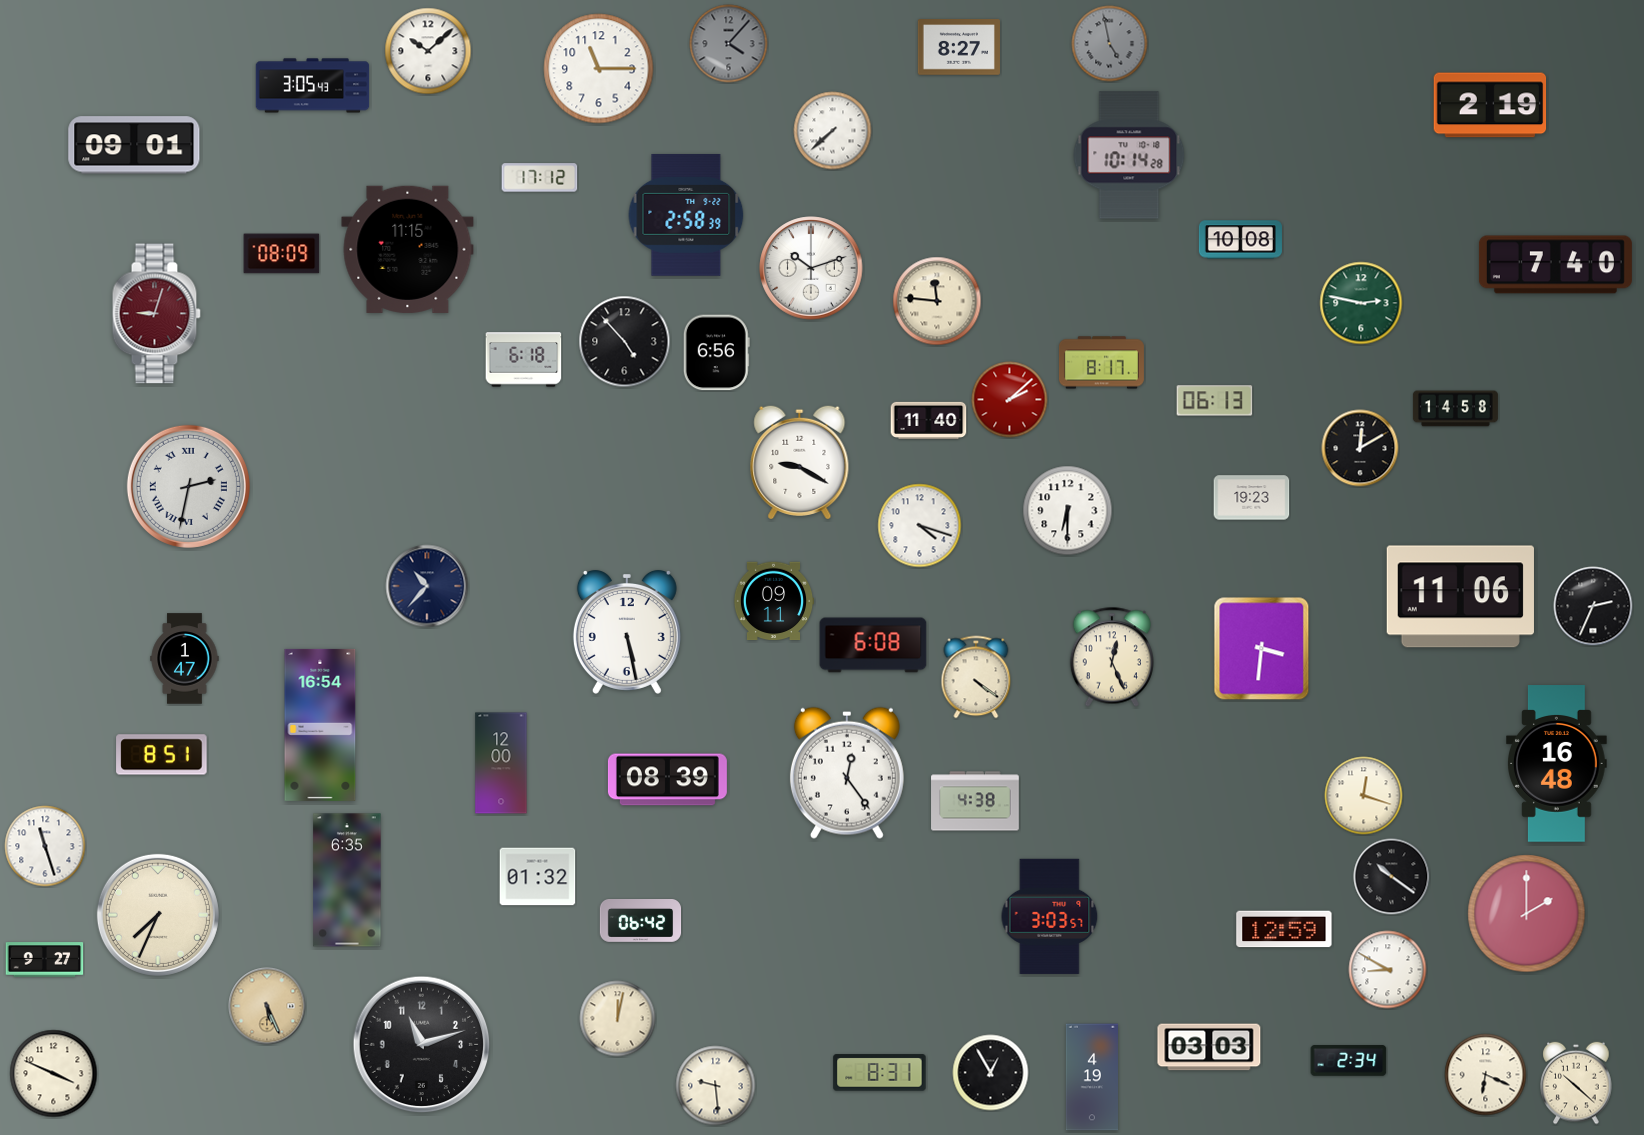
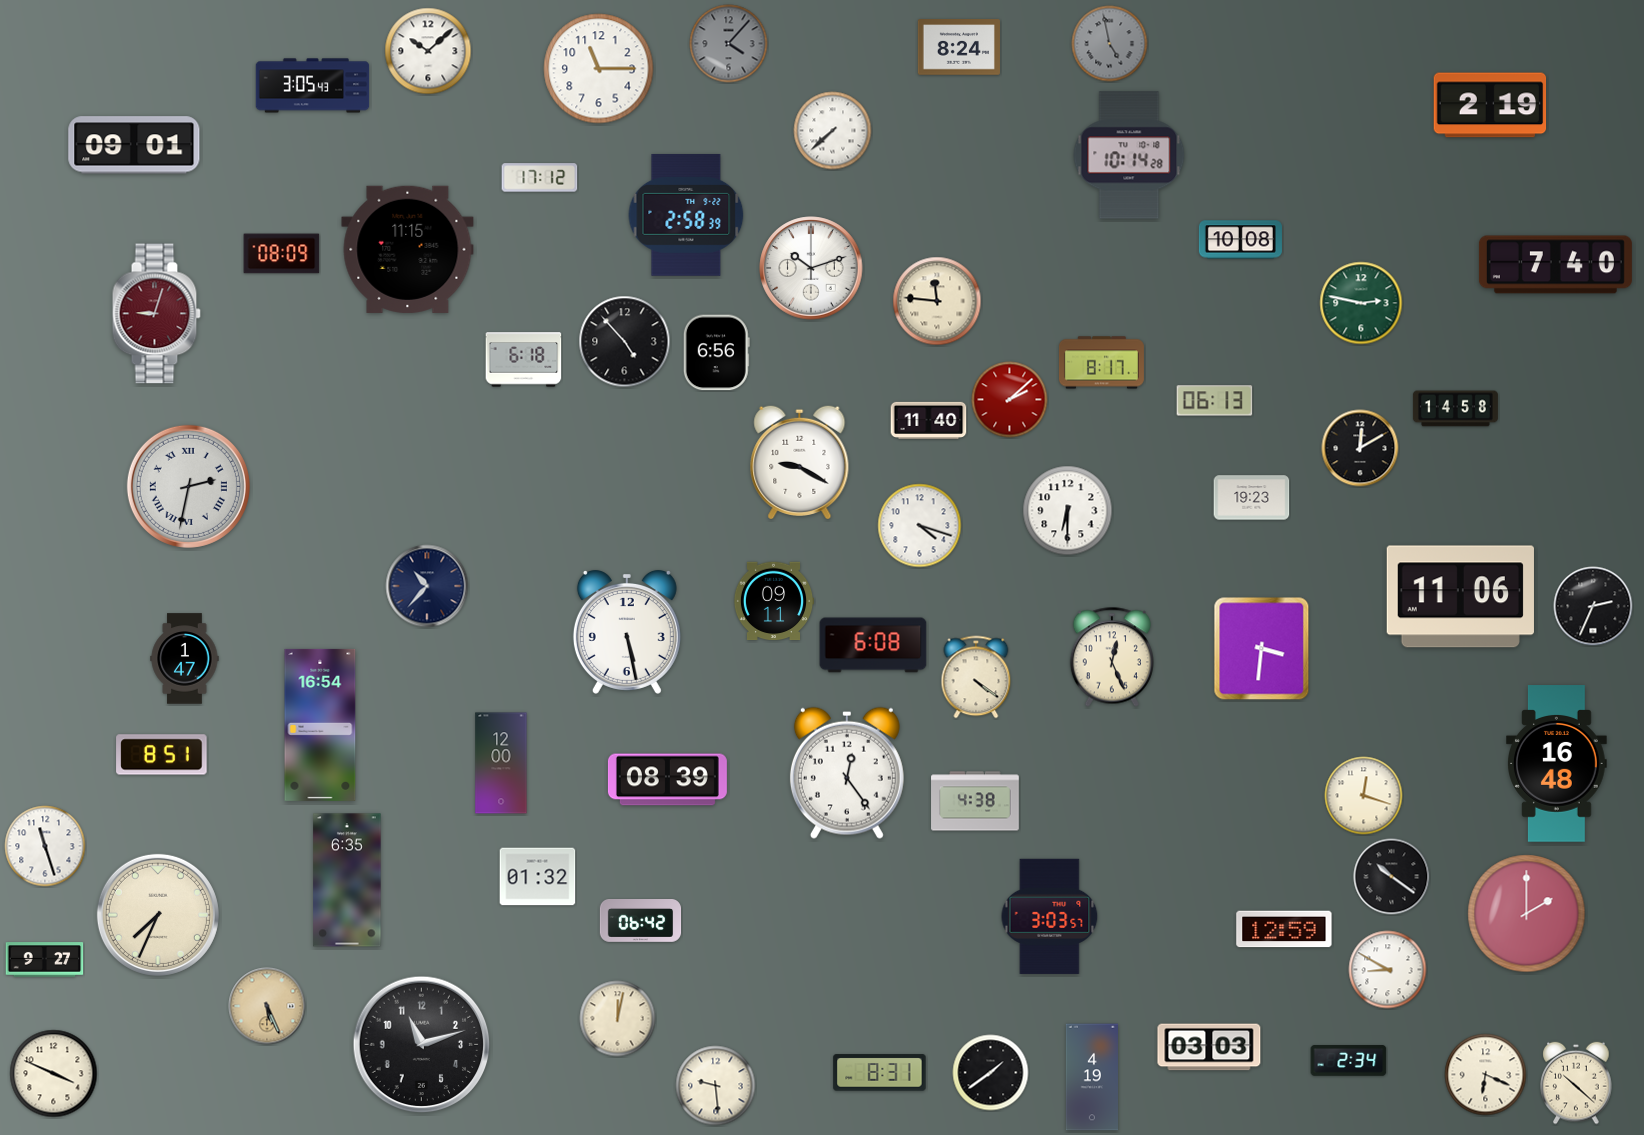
clock at (959, 47): 8:27 -> 8:24
clock at (991, 1073): 12:55 -> 1:39
